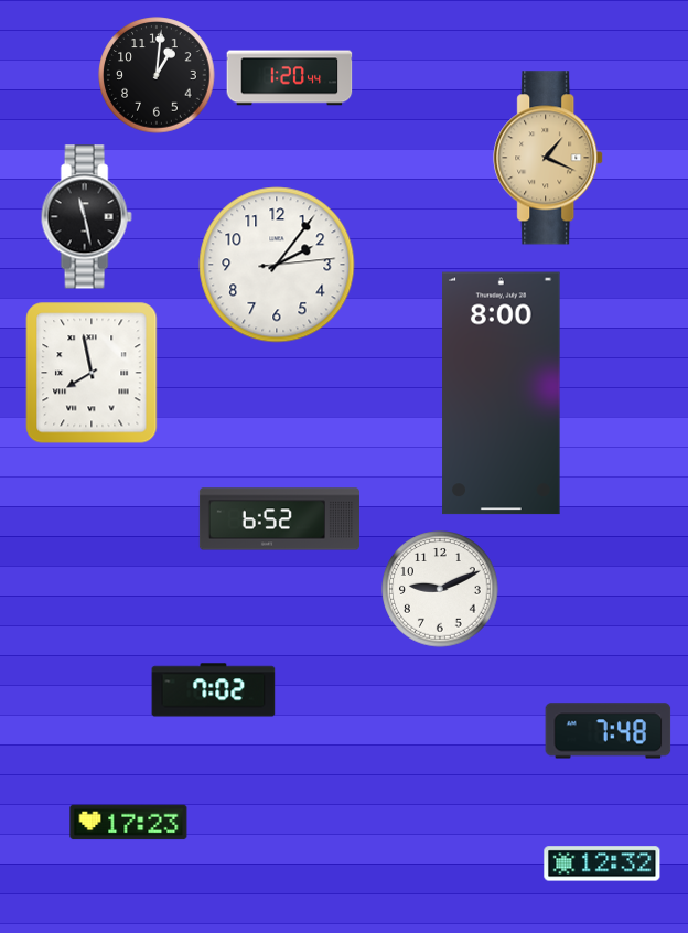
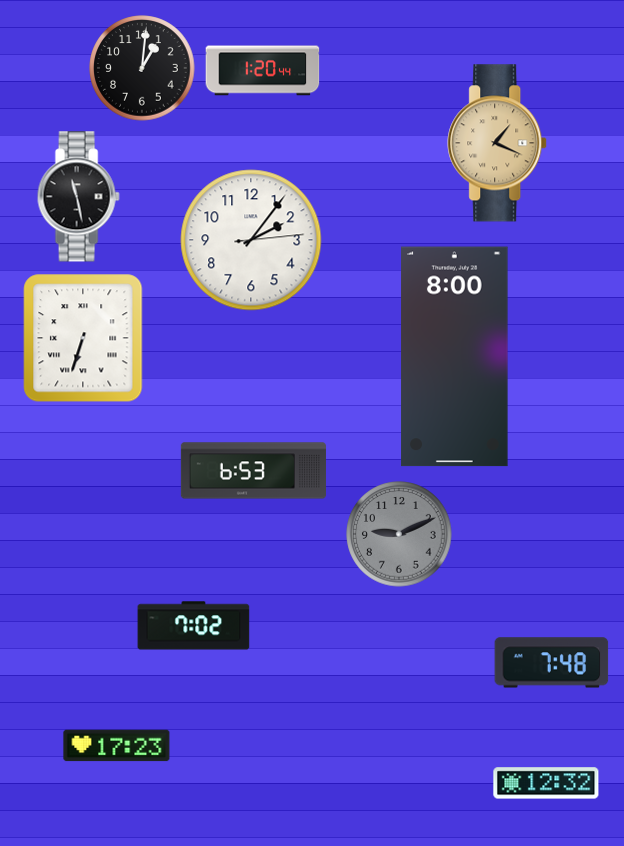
clock at (92, 373): 7:58 -> 6:33
clock at (279, 519): 6:52 -> 6:53
clock at (440, 589) dial: white -> grey
